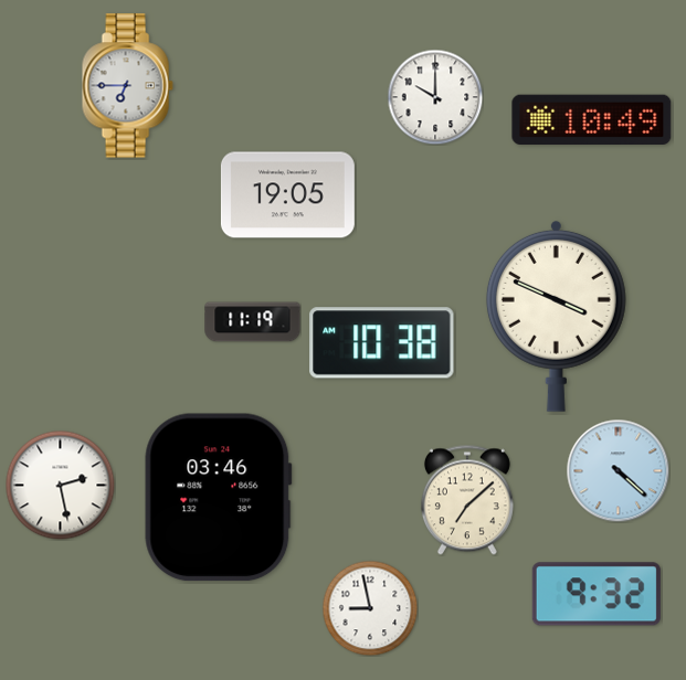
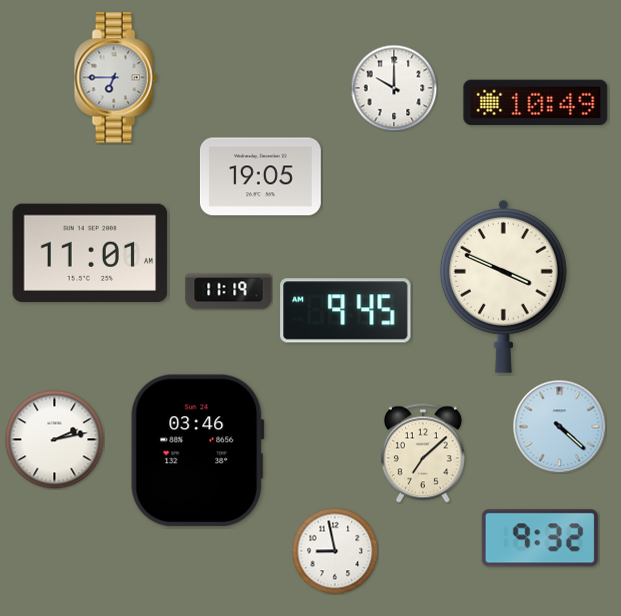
clock at (592, 119) position: (592, 119) -> (536, 102)
clock at (90, 252): none -> 11:01
clock at (382, 343): 10:38 -> 9:45
clock at (61, 486): 2:28 -> 2:13
